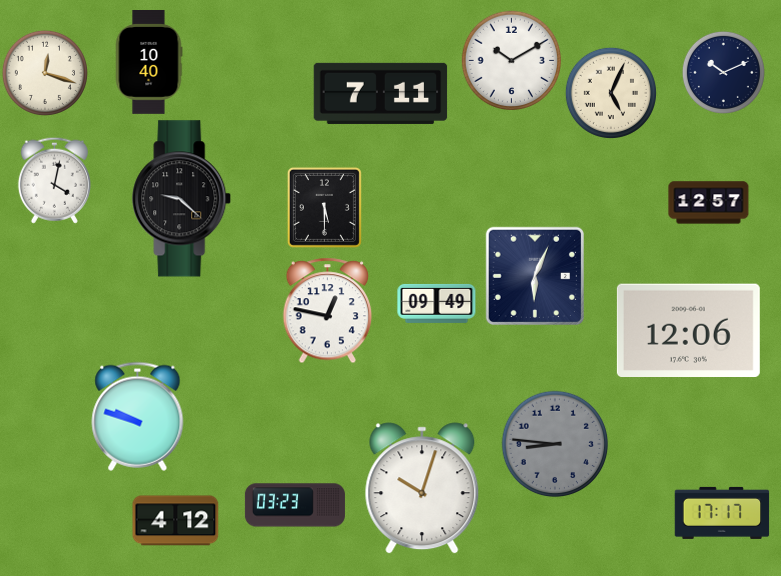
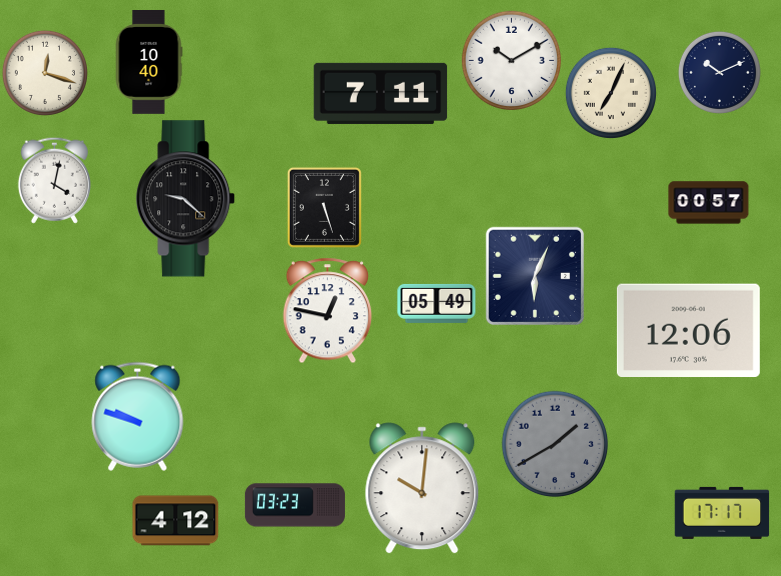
clock at (723, 72) position: (723, 72) -> (719, 72)
clock at (611, 93): 5:04 -> 7:04
clock at (182, 199) position: (182, 199) -> (186, 199)
clock at (709, 203): 12:57 -> 00:57
clock at (324, 207): 5:30 -> 5:27
clock at (437, 303): 09:49 -> 05:49
clock at (555, 444): 8:46 -> 1:40
clock at (422, 488): 10:03 -> 10:01
